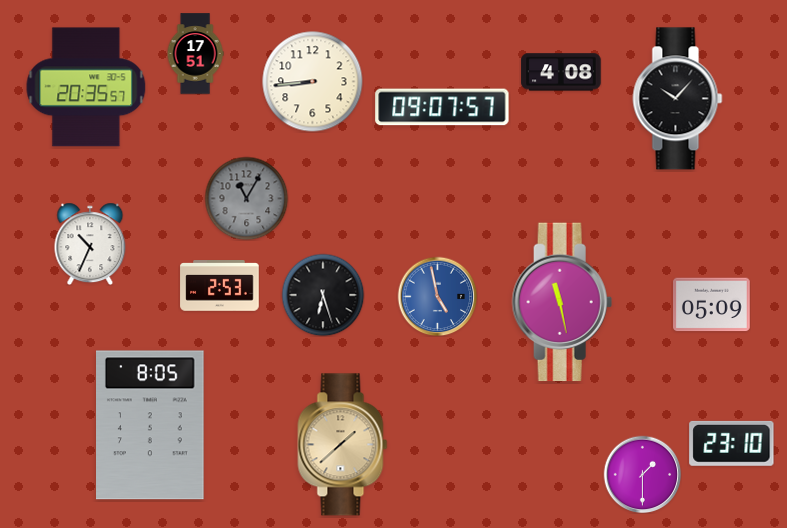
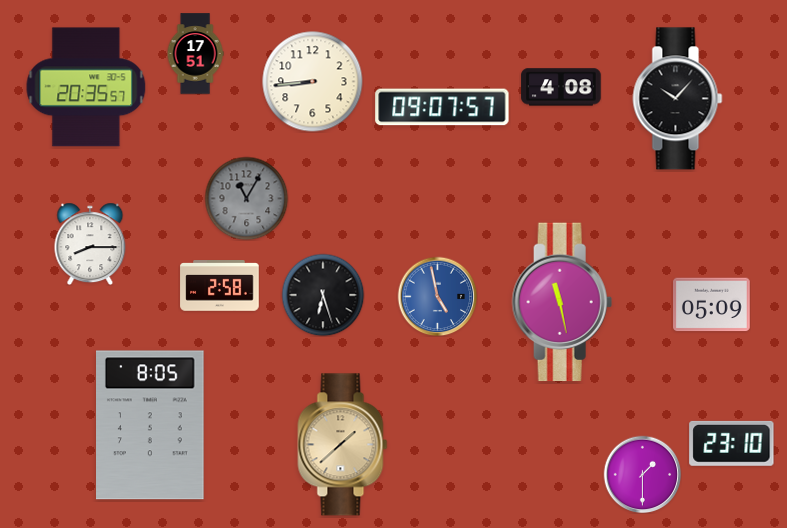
clock at (561, 72) position: (561, 72) -> (561, 87)
clock at (90, 244): 10:34 -> 8:15
clock at (220, 286): 2:53 -> 2:58
